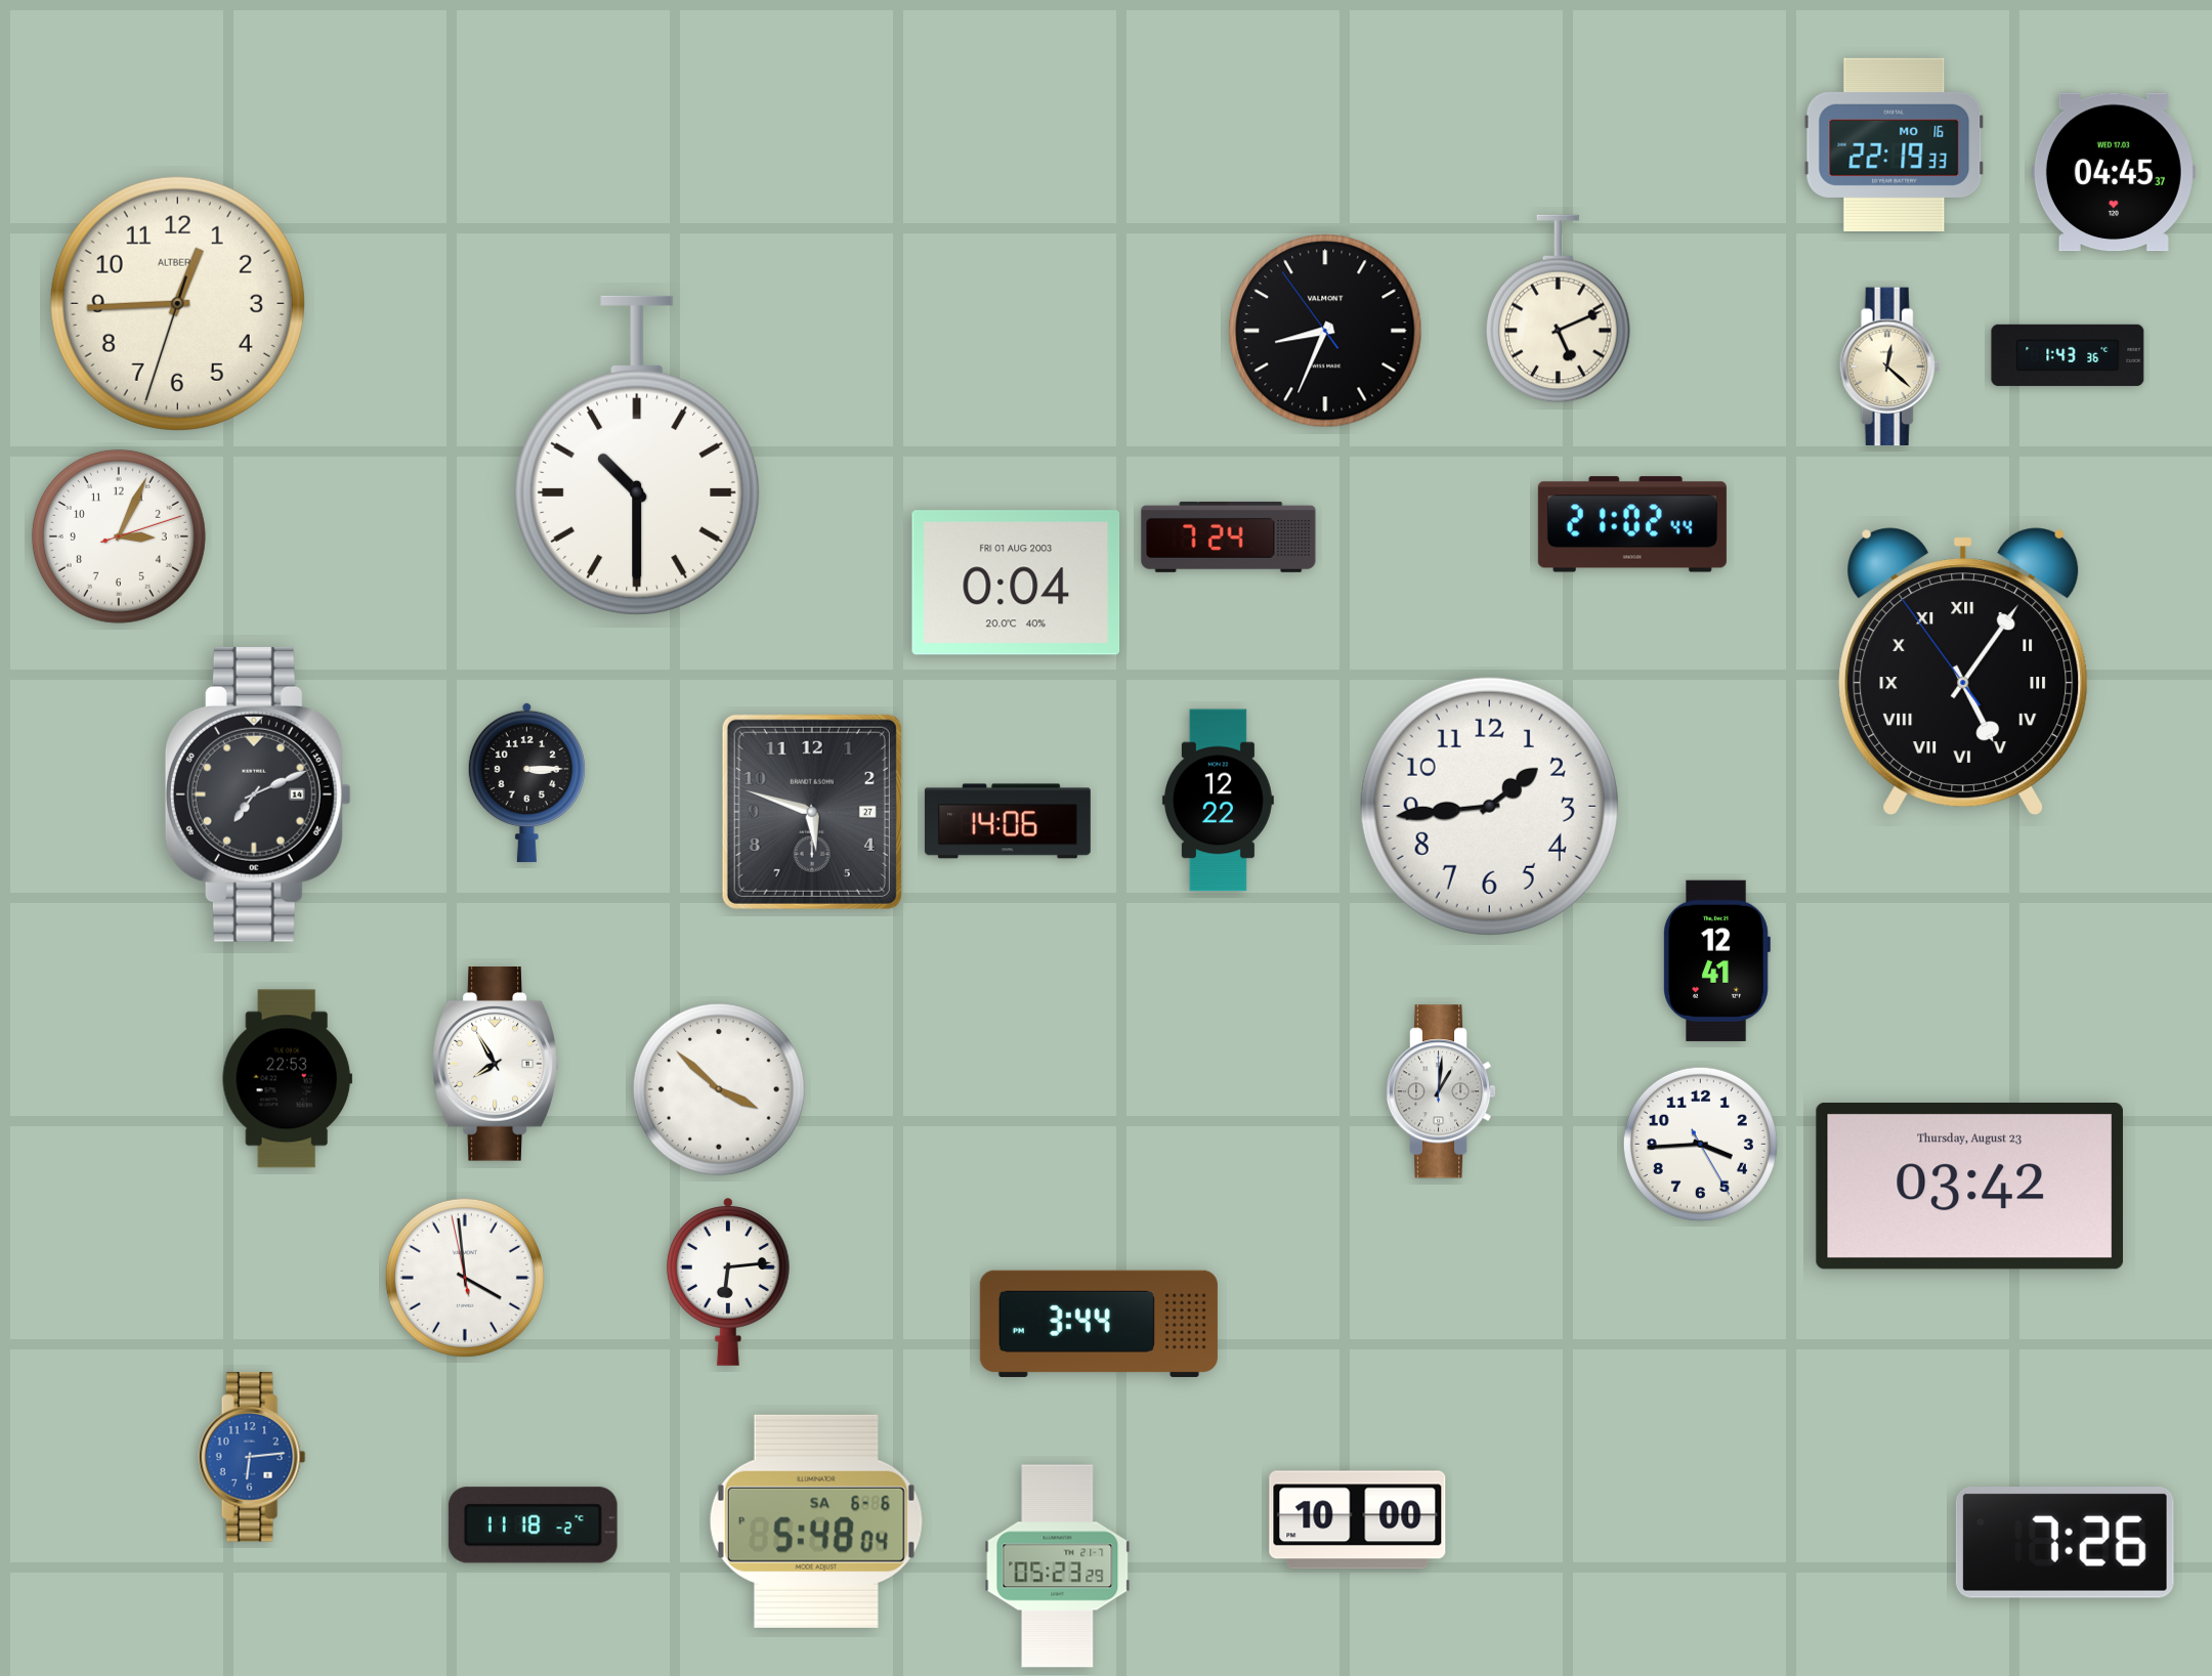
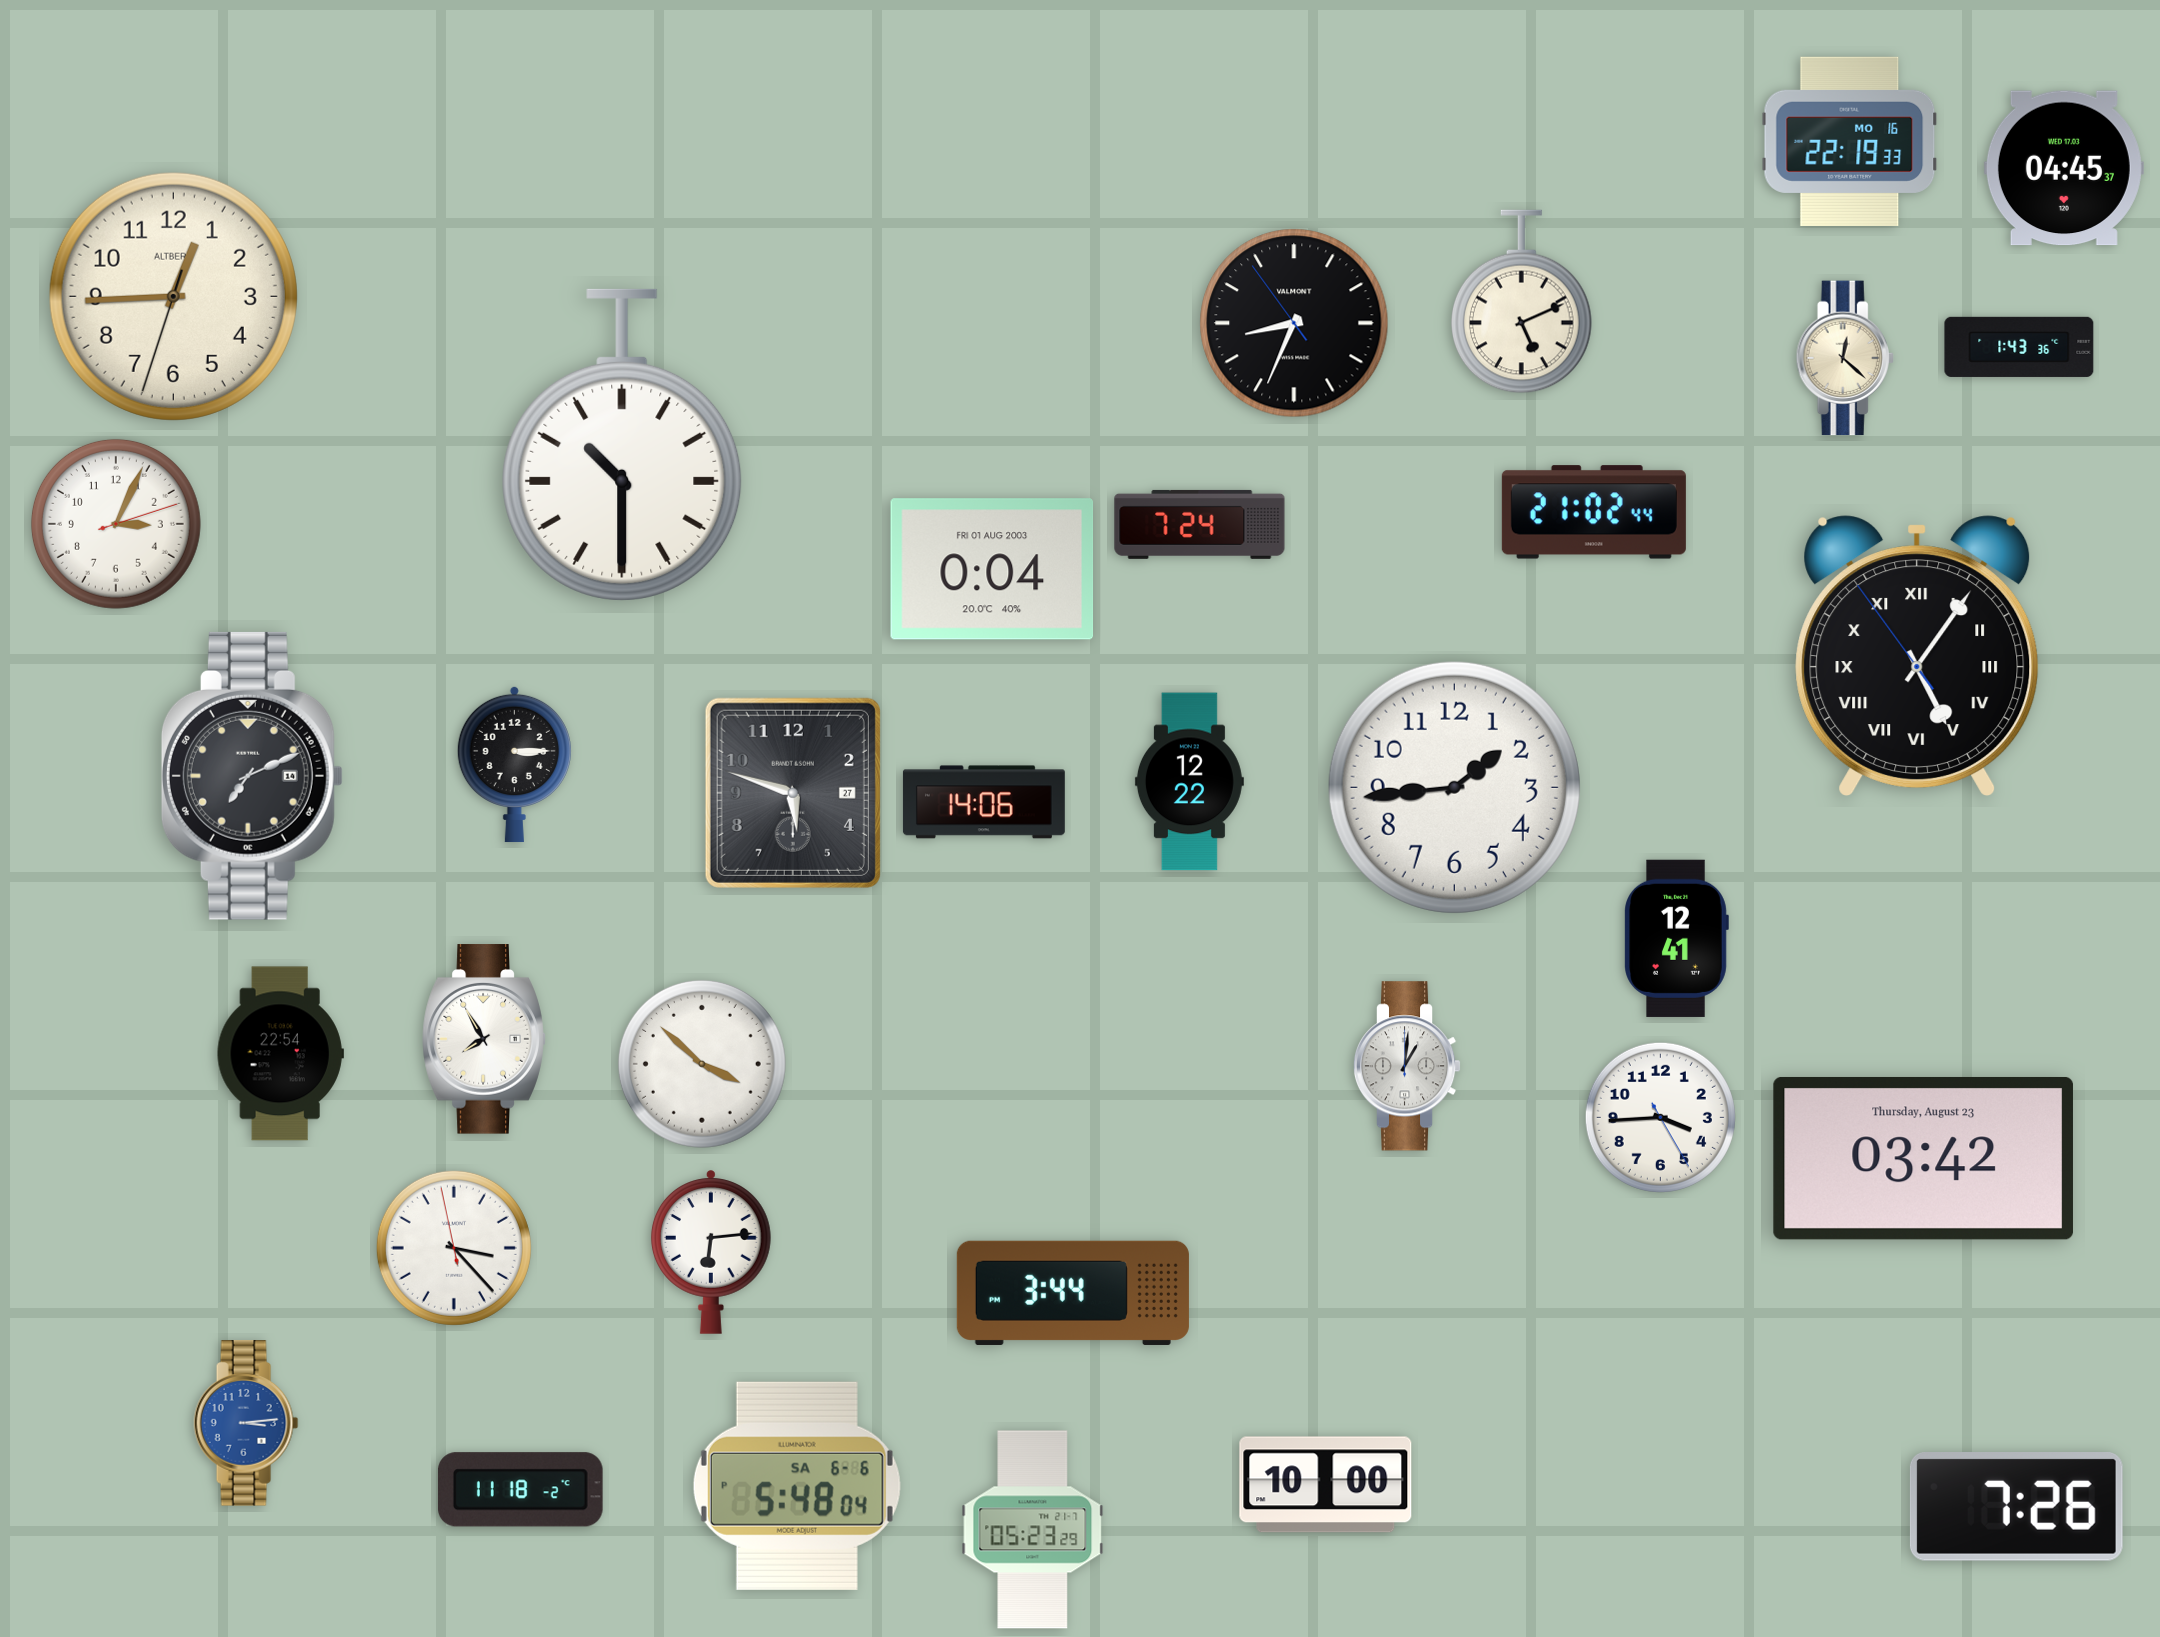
clock at (287, 1079): 22:53 -> 22:54
clock at (465, 1278): 3:58 -> 3:22
clock at (252, 1457): 6:14 -> 3:14
